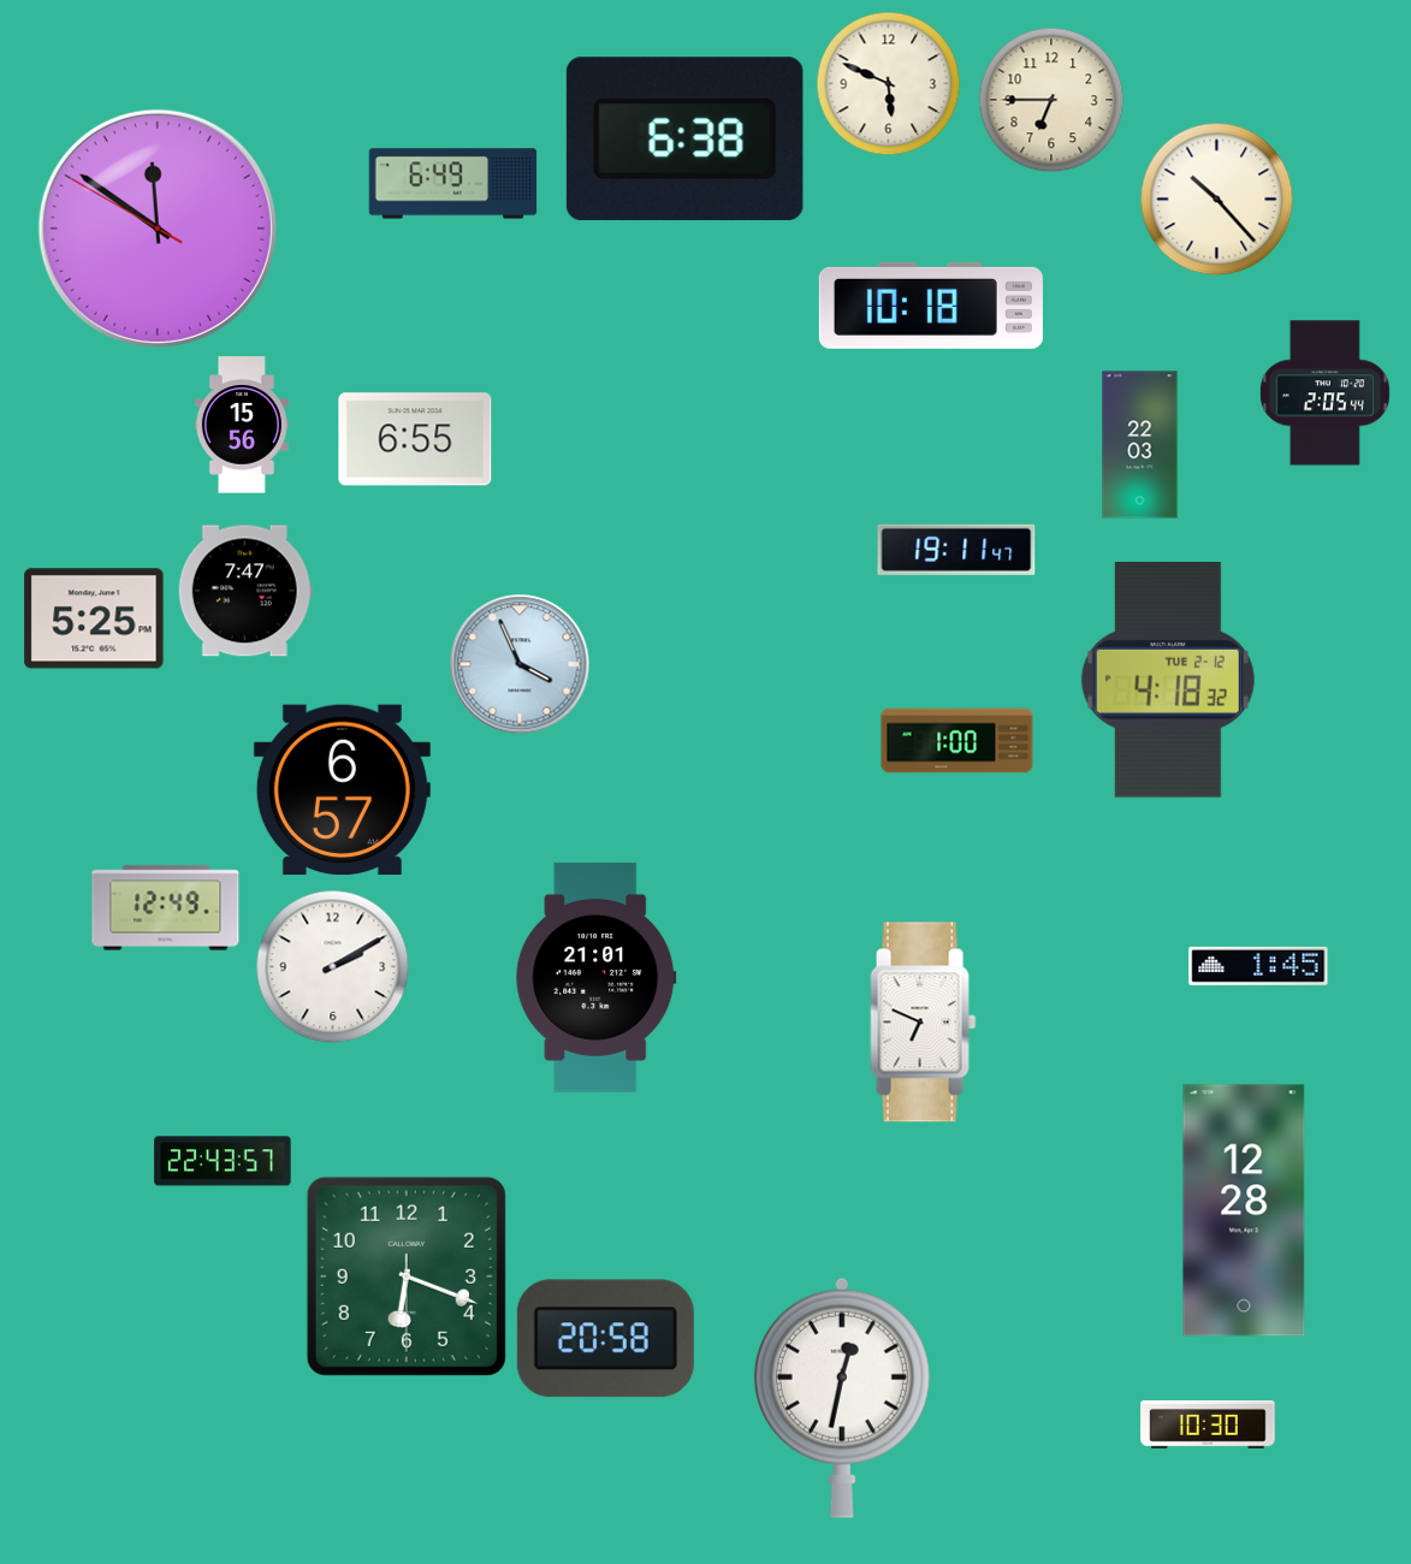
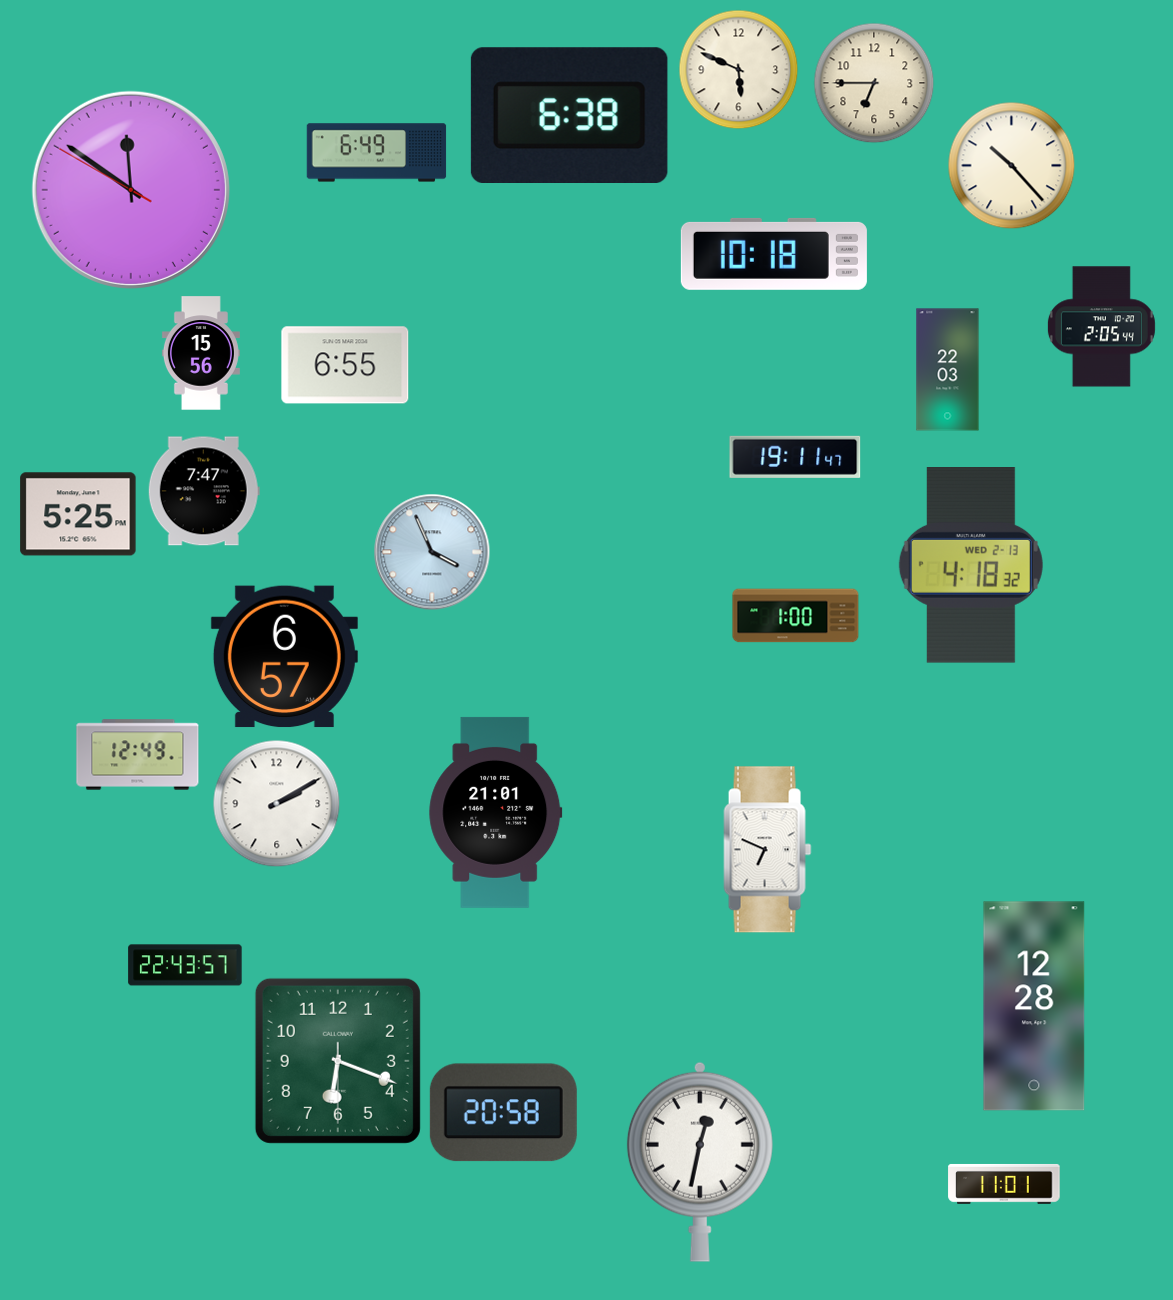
clock at (1168, 681) date: TUE 2-12 -> WED 2-13
clock at (1258, 966): 1:45 -> none
clock at (1208, 1424): 10:30 -> 11:01
